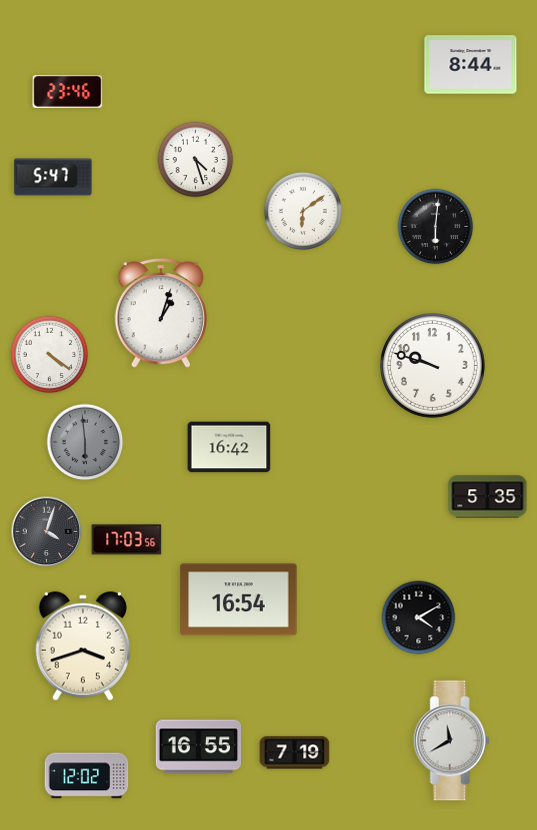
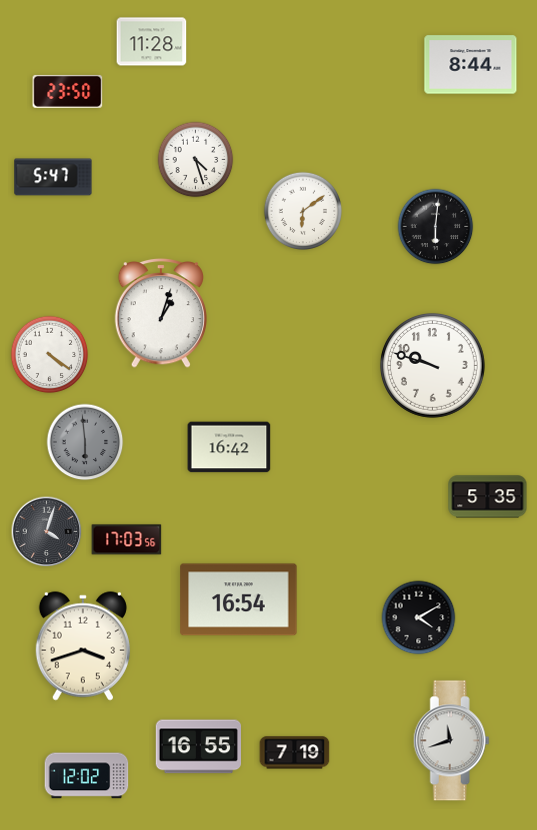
clock at (152, 42): none -> 11:28
clock at (68, 91): 23:46 -> 23:50
clock at (451, 741): 11:40 -> 11:42
